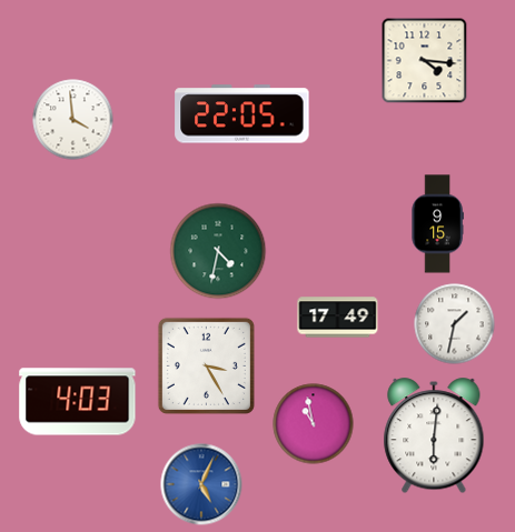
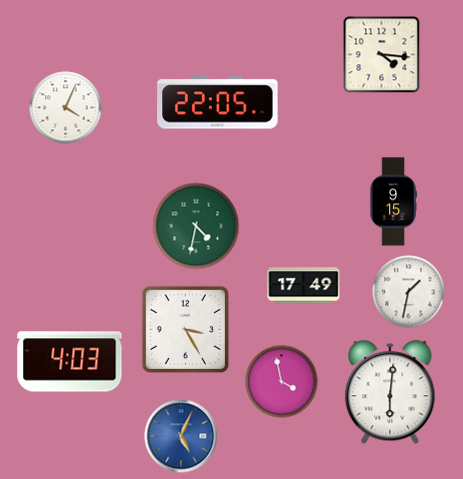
clock at (73, 120): 3:59 -> 4:04
clock at (314, 424): 10:58 -> 3:58
